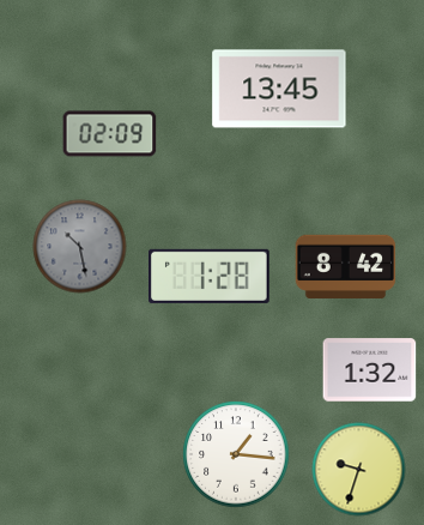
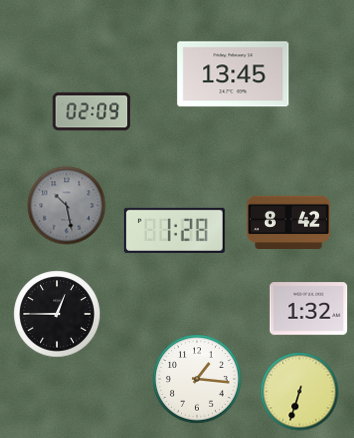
clock at (57, 314): none -> 12:45
clock at (358, 469): 9:33 -> 6:33
